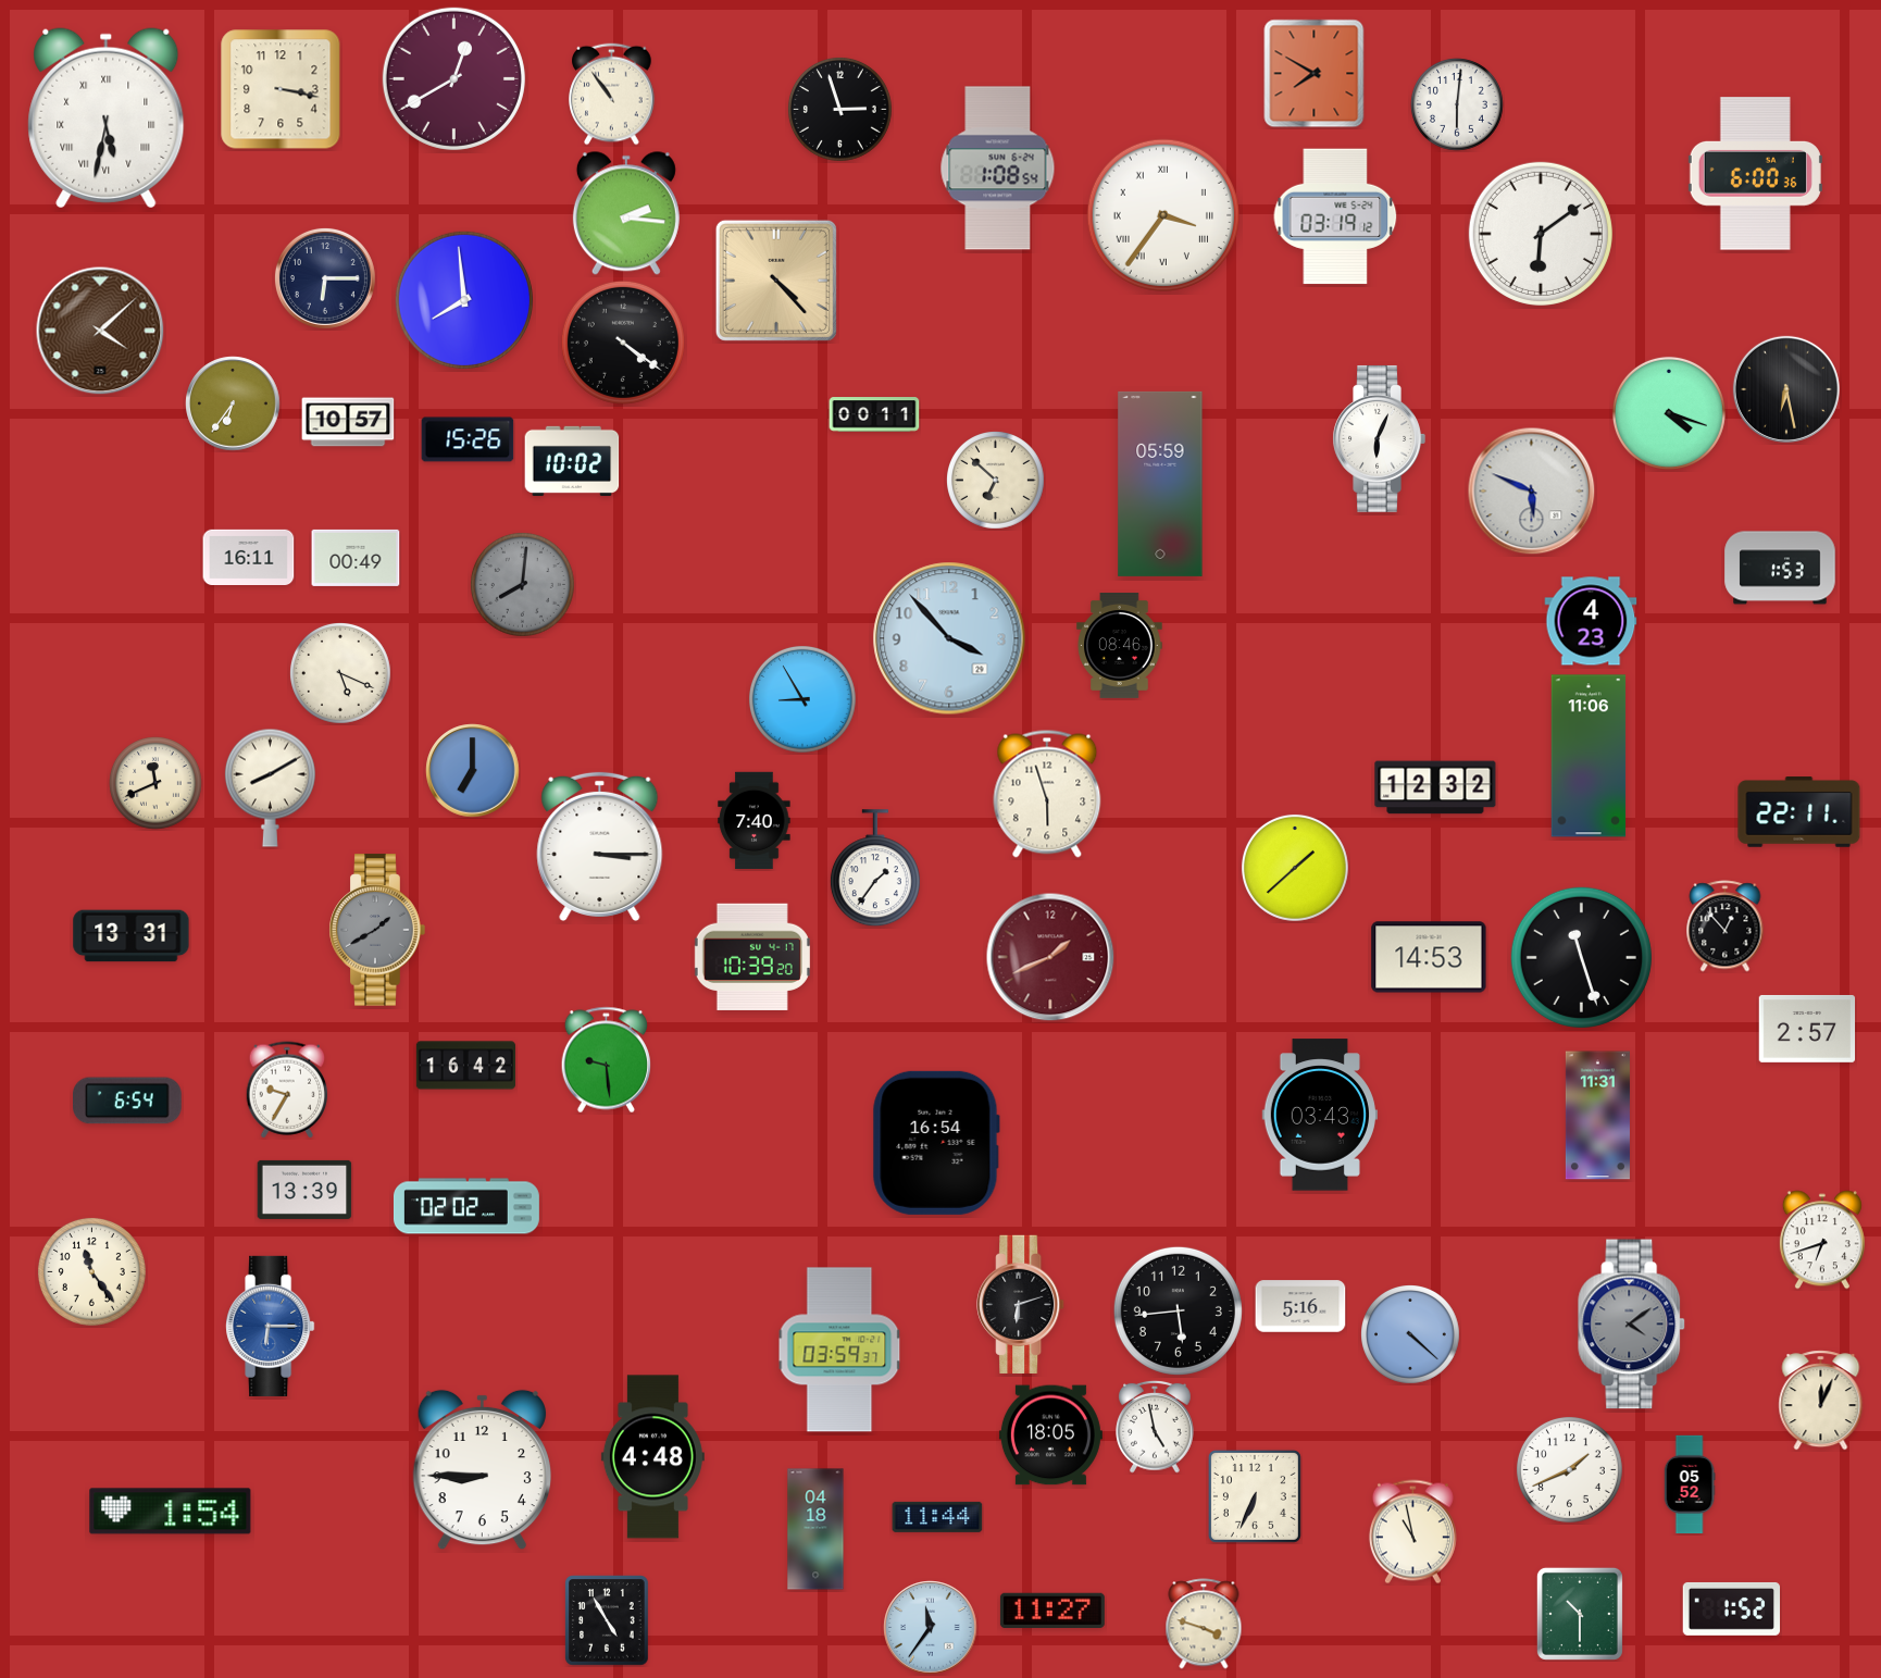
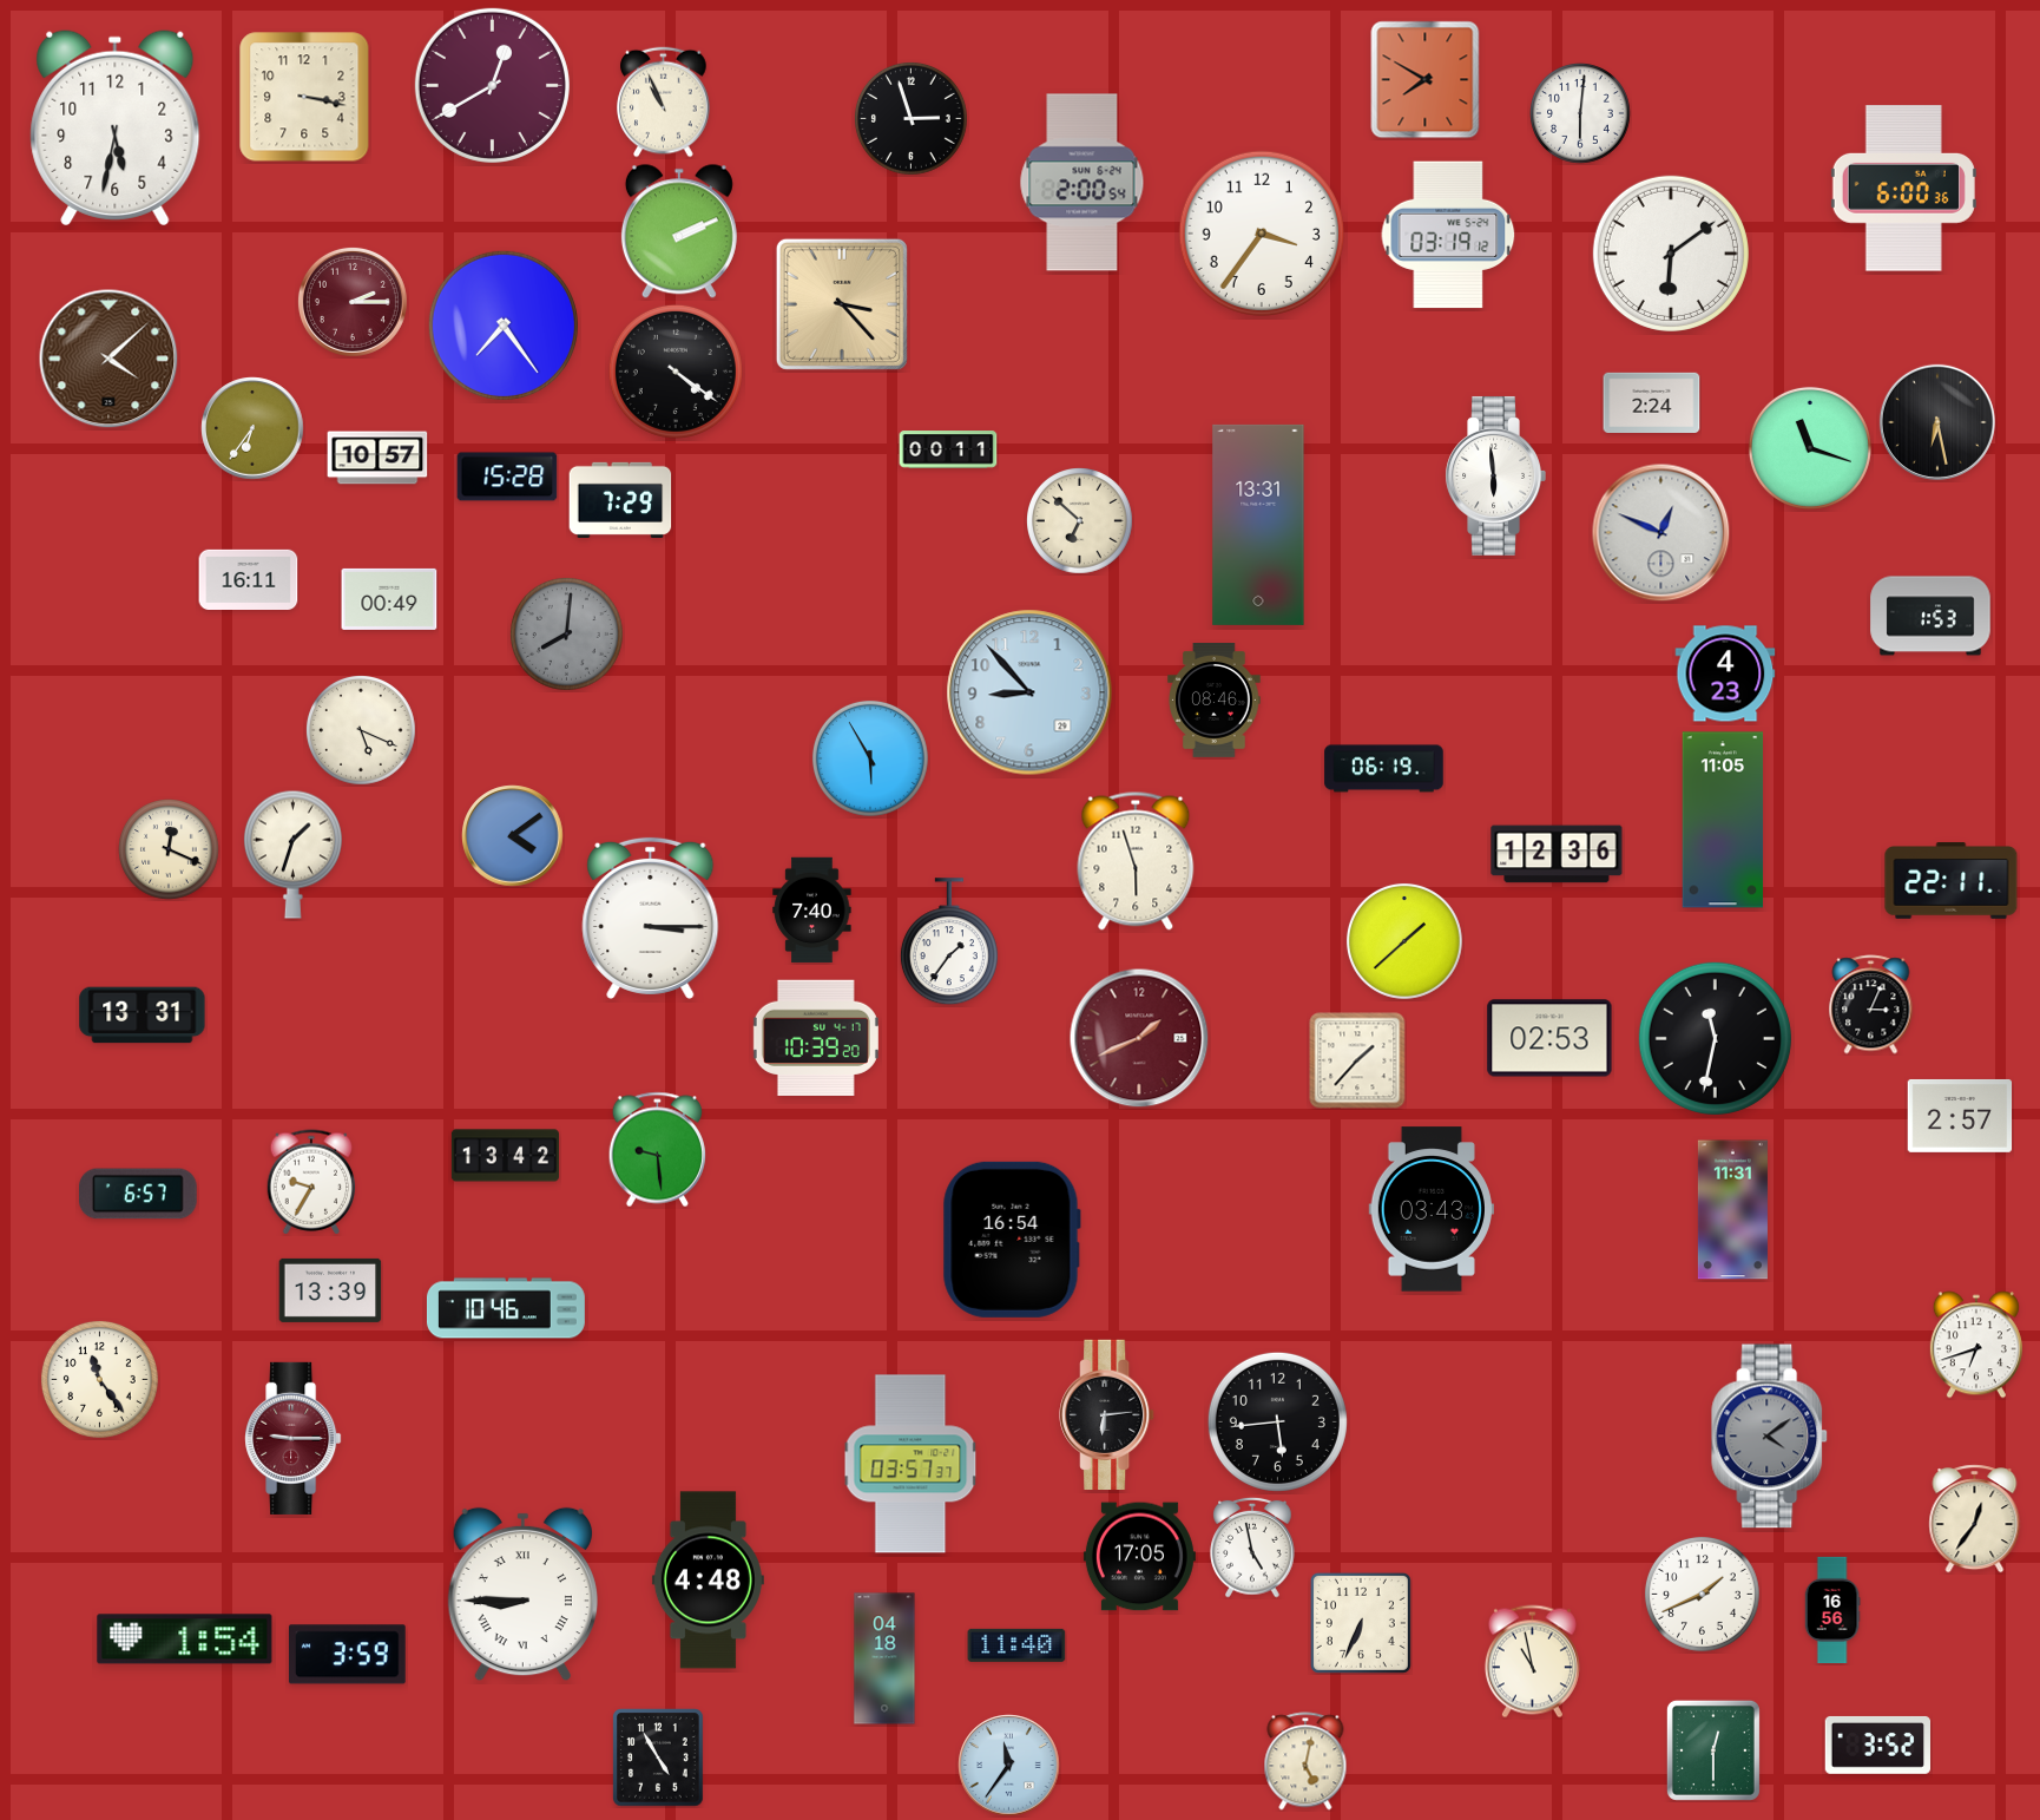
clock at (612, 95): 10:54 -> 10:56
clock at (107, 119) numerals: Roman -> Arabic
clock at (998, 169): 1:08 -> 2:00
clock at (626, 213): 2:16 -> 2:11
clock at (1163, 215) numerals: Roman -> Arabic
clock at (325, 278): 6:15 -> 2:15
clock at (325, 278) dial: navy -> burgundy
clock at (776, 281): 4:23 -> 3:23
clock at (464, 300): 7:59 -> 7:24
clock at (1652, 402): none -> 2:24
clock at (233, 403) position: (233, 403) -> (252, 428)
clock at (1669, 413): 4:18 -> 11:18
clock at (1379, 438): 6:04 -> 5:59
clock at (468, 439): 15:26 -> 15:28
clock at (572, 461): 10:02 -> 7:29
clock at (1160, 484): 05:59 -> 13:31
clock at (1532, 492): 5:49 -> 12:49
clock at (249, 557) position: (249, 557) -> (249, 579)
clock at (356, 558) position: (356, 558) -> (389, 599)
clock at (949, 638): 3:53 -> 8:53
clock at (341, 674) position: (341, 674) -> (362, 731)
clock at (802, 699): 8:55 -> 5:55
clock at (1384, 769): none -> 06:19
clock at (1589, 756): 11:06 -> 11:05
clock at (473, 771): 7:00 -> 4:09
clock at (155, 783): 11:41 -> 12:19
clock at (270, 787): 8:10 -> 1:33
clock at (1435, 787): 12:32 -> 12:36
clock at (755, 821) position: (755, 821) -> (812, 911)
clock at (1726, 927): 12:53 -> 3:04
clock at (377, 930): 1:40 -> none
clock at (1429, 957): 14:53 -> 02:53
clock at (1581, 957): 11:27 -> 11:32
clock at (1357, 1060): none -> 1:37
clock at (465, 1066): 16:42 -> 13:42
clock at (127, 1101): 6:54 -> 6:57
clock at (936, 1143) position: (936, 1143) -> (1012, 1240)
clock at (466, 1206): 02:02 -> 10:46
clock at (1021, 1304): 6:12 -> 6:14
clock at (1300, 1306): 5:16 -> none
clock at (271, 1326): 6:15 -> 9:15
clock at (271, 1326) dial: blue -> burgundy
clock at (1411, 1335): 4:22 -> none
clock at (839, 1350): 03:59 -> 03:57
clock at (1821, 1401): 12:04 -> 12:36
clock at (1050, 1435): 18:05 -> 17:05
clock at (482, 1470) numerals: Arabic -> Roman
clock at (1690, 1484): 05:52 -> 16:56
clock at (937, 1517): 11:44 -> 11:40
clock at (347, 1655): none -> 3:59
clock at (1731, 1608): 1:52 -> 3:52
clock at (1052, 1609): 11:27 -> none
clock at (1580, 1614): 10:30 -> 12:30
clock at (1204, 1624): 3:48 -> 5:02
